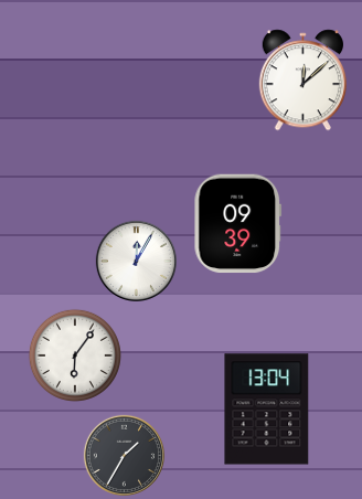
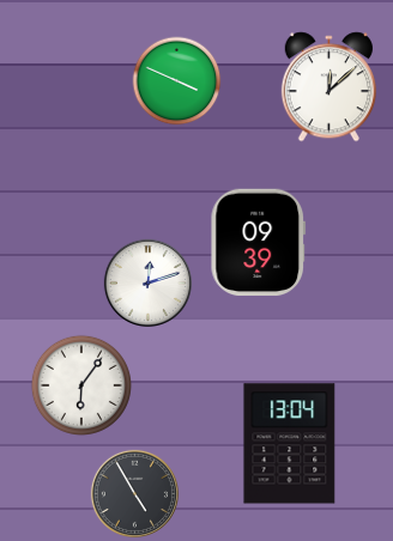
clock at (177, 81): none -> 3:49
clock at (136, 261): 12:05 -> 12:12
clock at (124, 455): 1:35 -> 4:55
